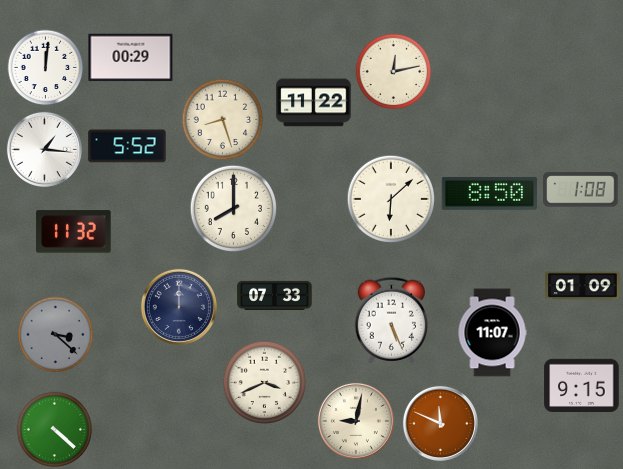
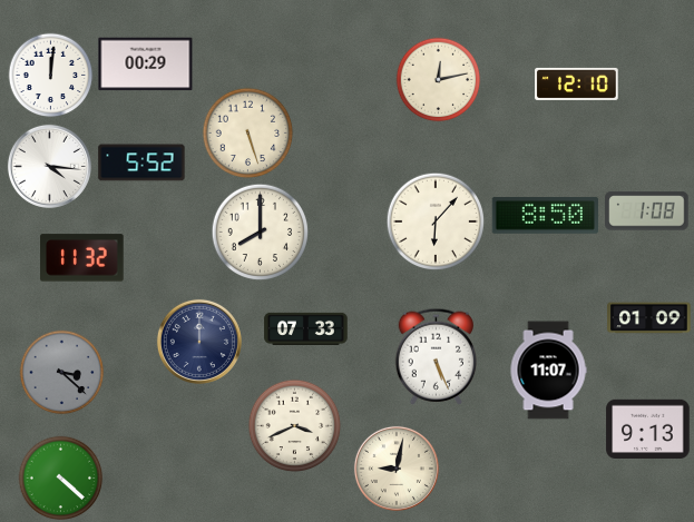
clock at (577, 83): none -> 12:10
clock at (314, 103): 11:22 -> none
clock at (223, 120): 8:27 -> 5:27
clock at (44, 149): 1:16 -> 4:16
clock at (390, 198): 6:08 -> 6:07
clock at (582, 385): 9:15 -> 9:13
clock at (440, 423): 11:49 -> none
